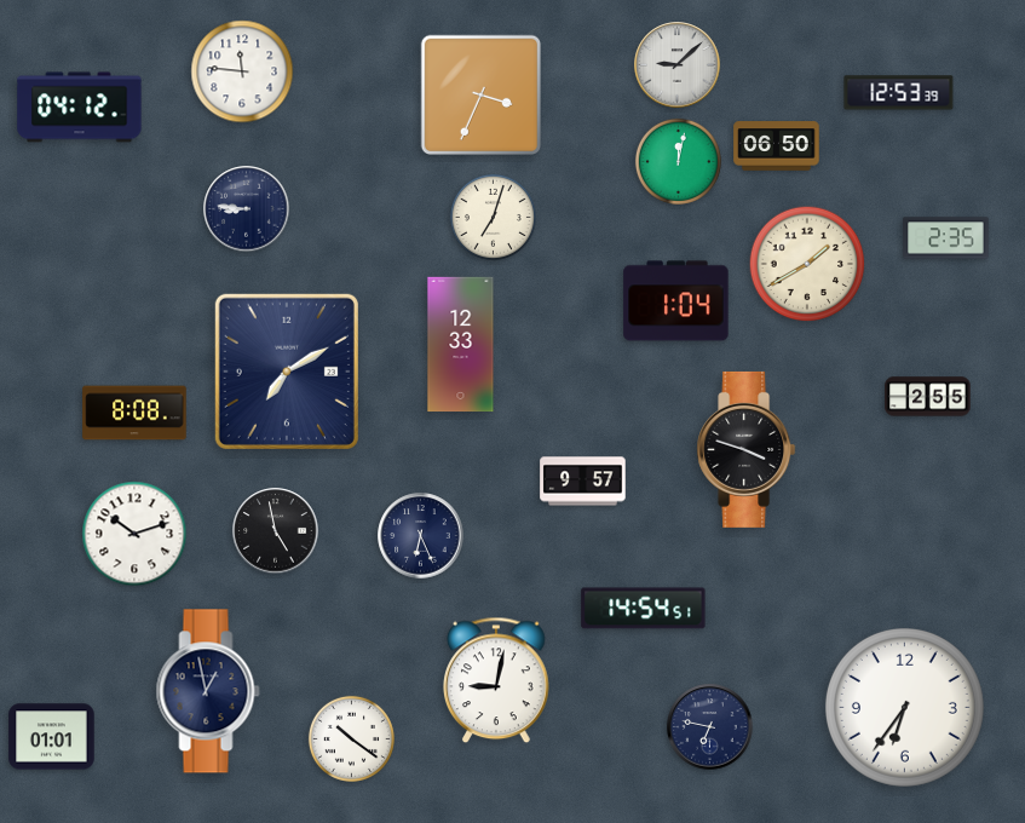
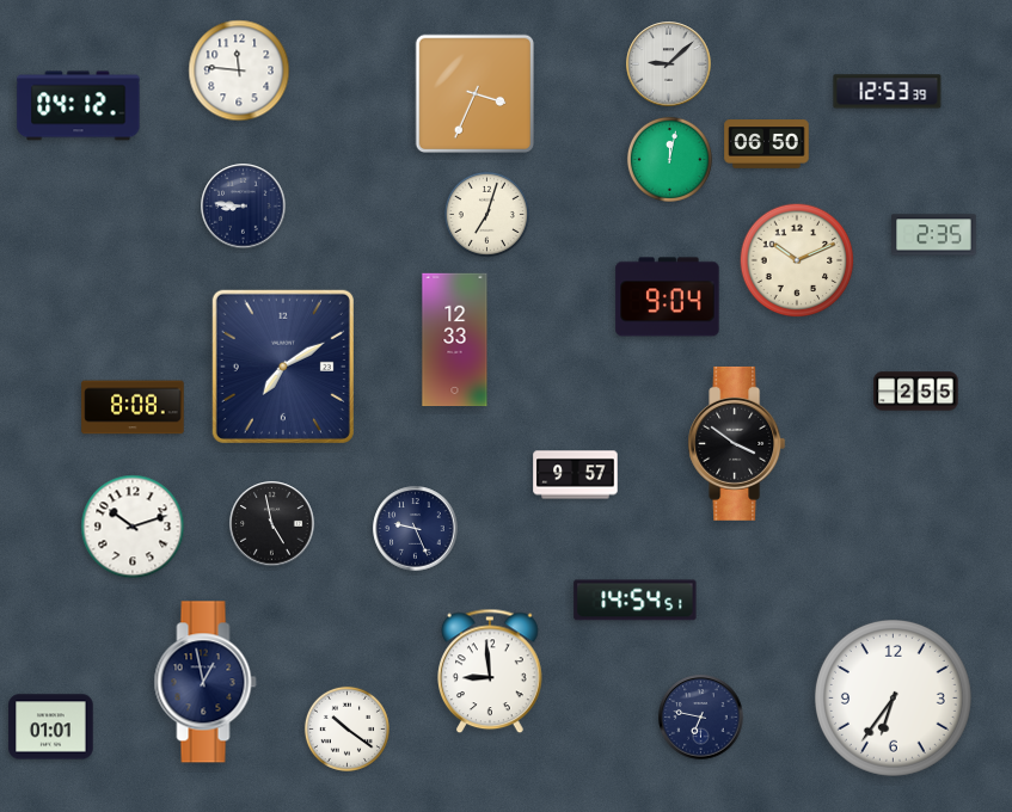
clock at (807, 264): 1:40 -> 10:11
clock at (676, 301): 1:04 -> 9:04
clock at (747, 449): 3:48 -> 3:51
clock at (421, 536): 6:26 -> 9:26
clock at (496, 680): 9:02 -> 8:59
